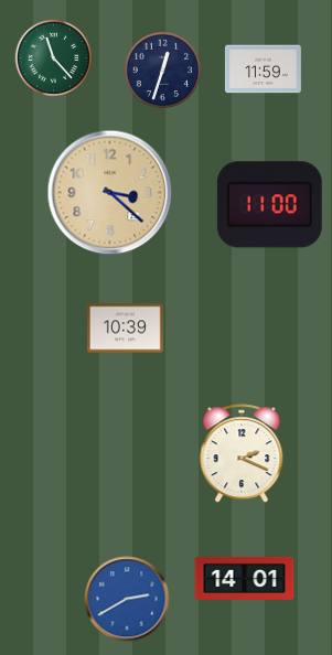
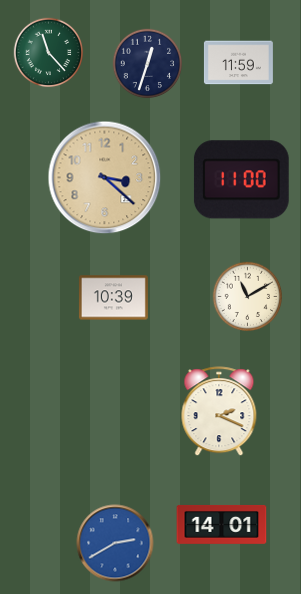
clock at (110, 193) position: (110, 193) -> (105, 178)
clock at (269, 205) position: (269, 205) -> (241, 180)
clock at (248, 297): none -> 11:10
